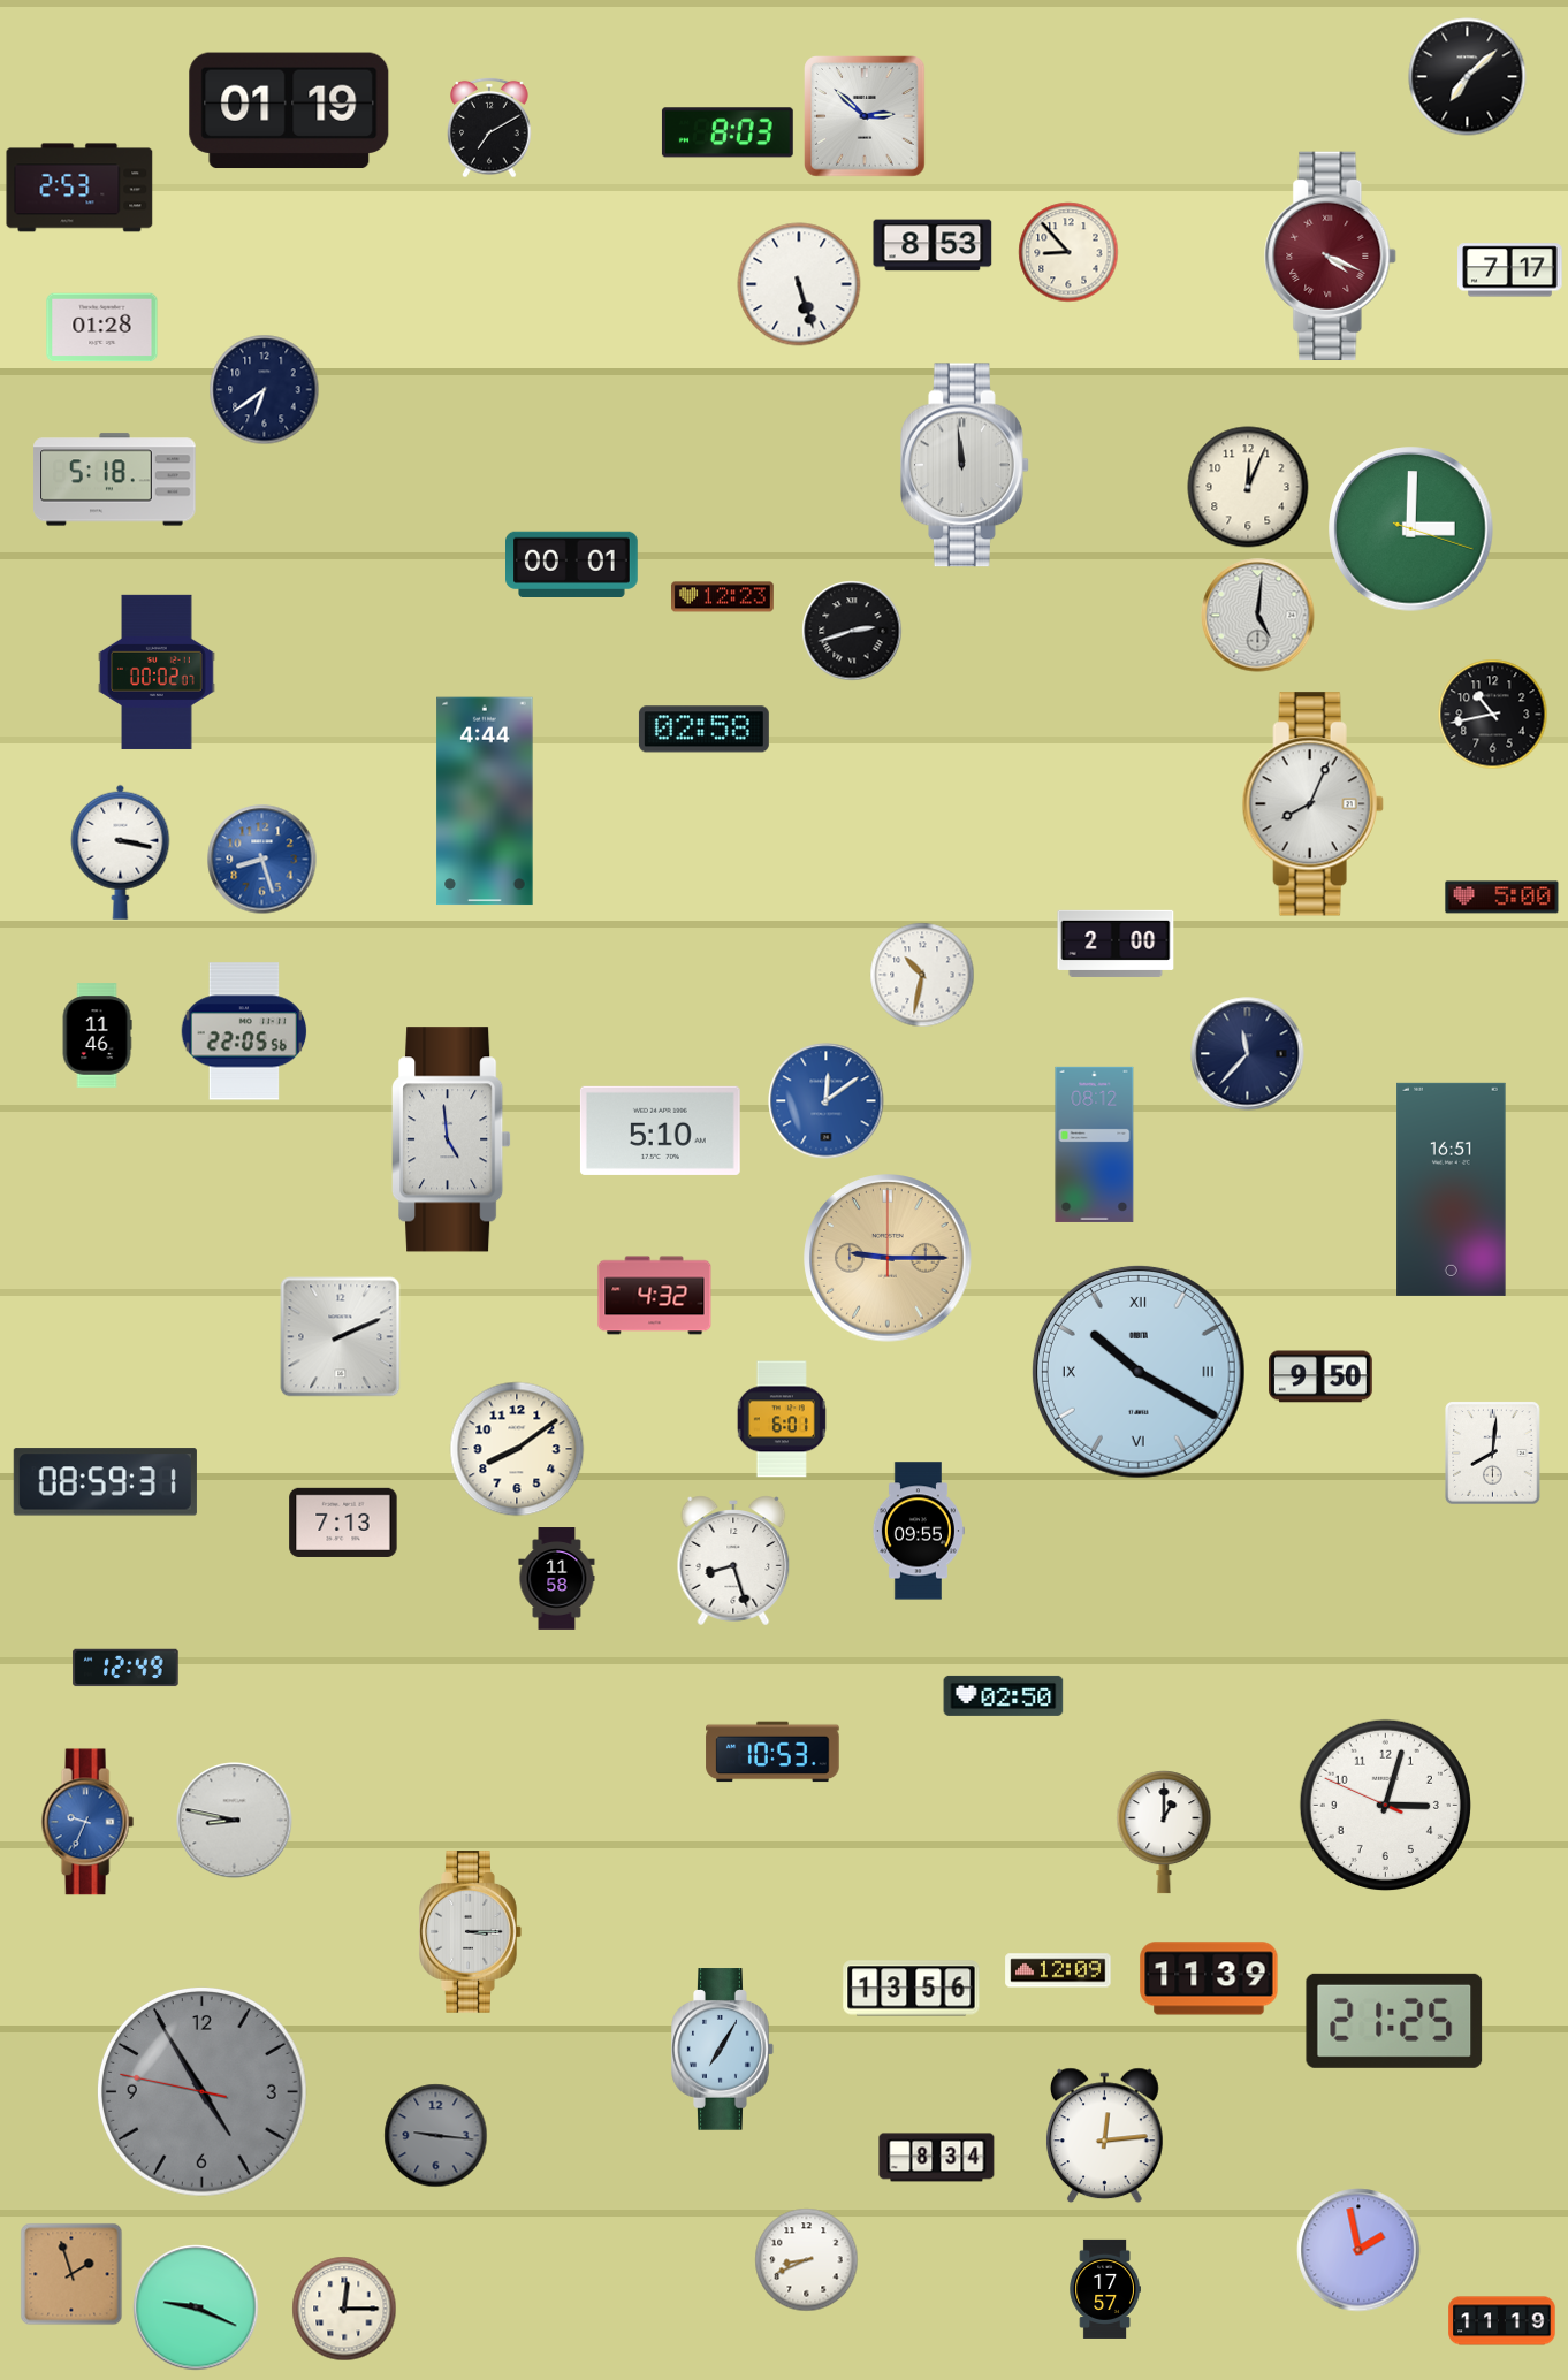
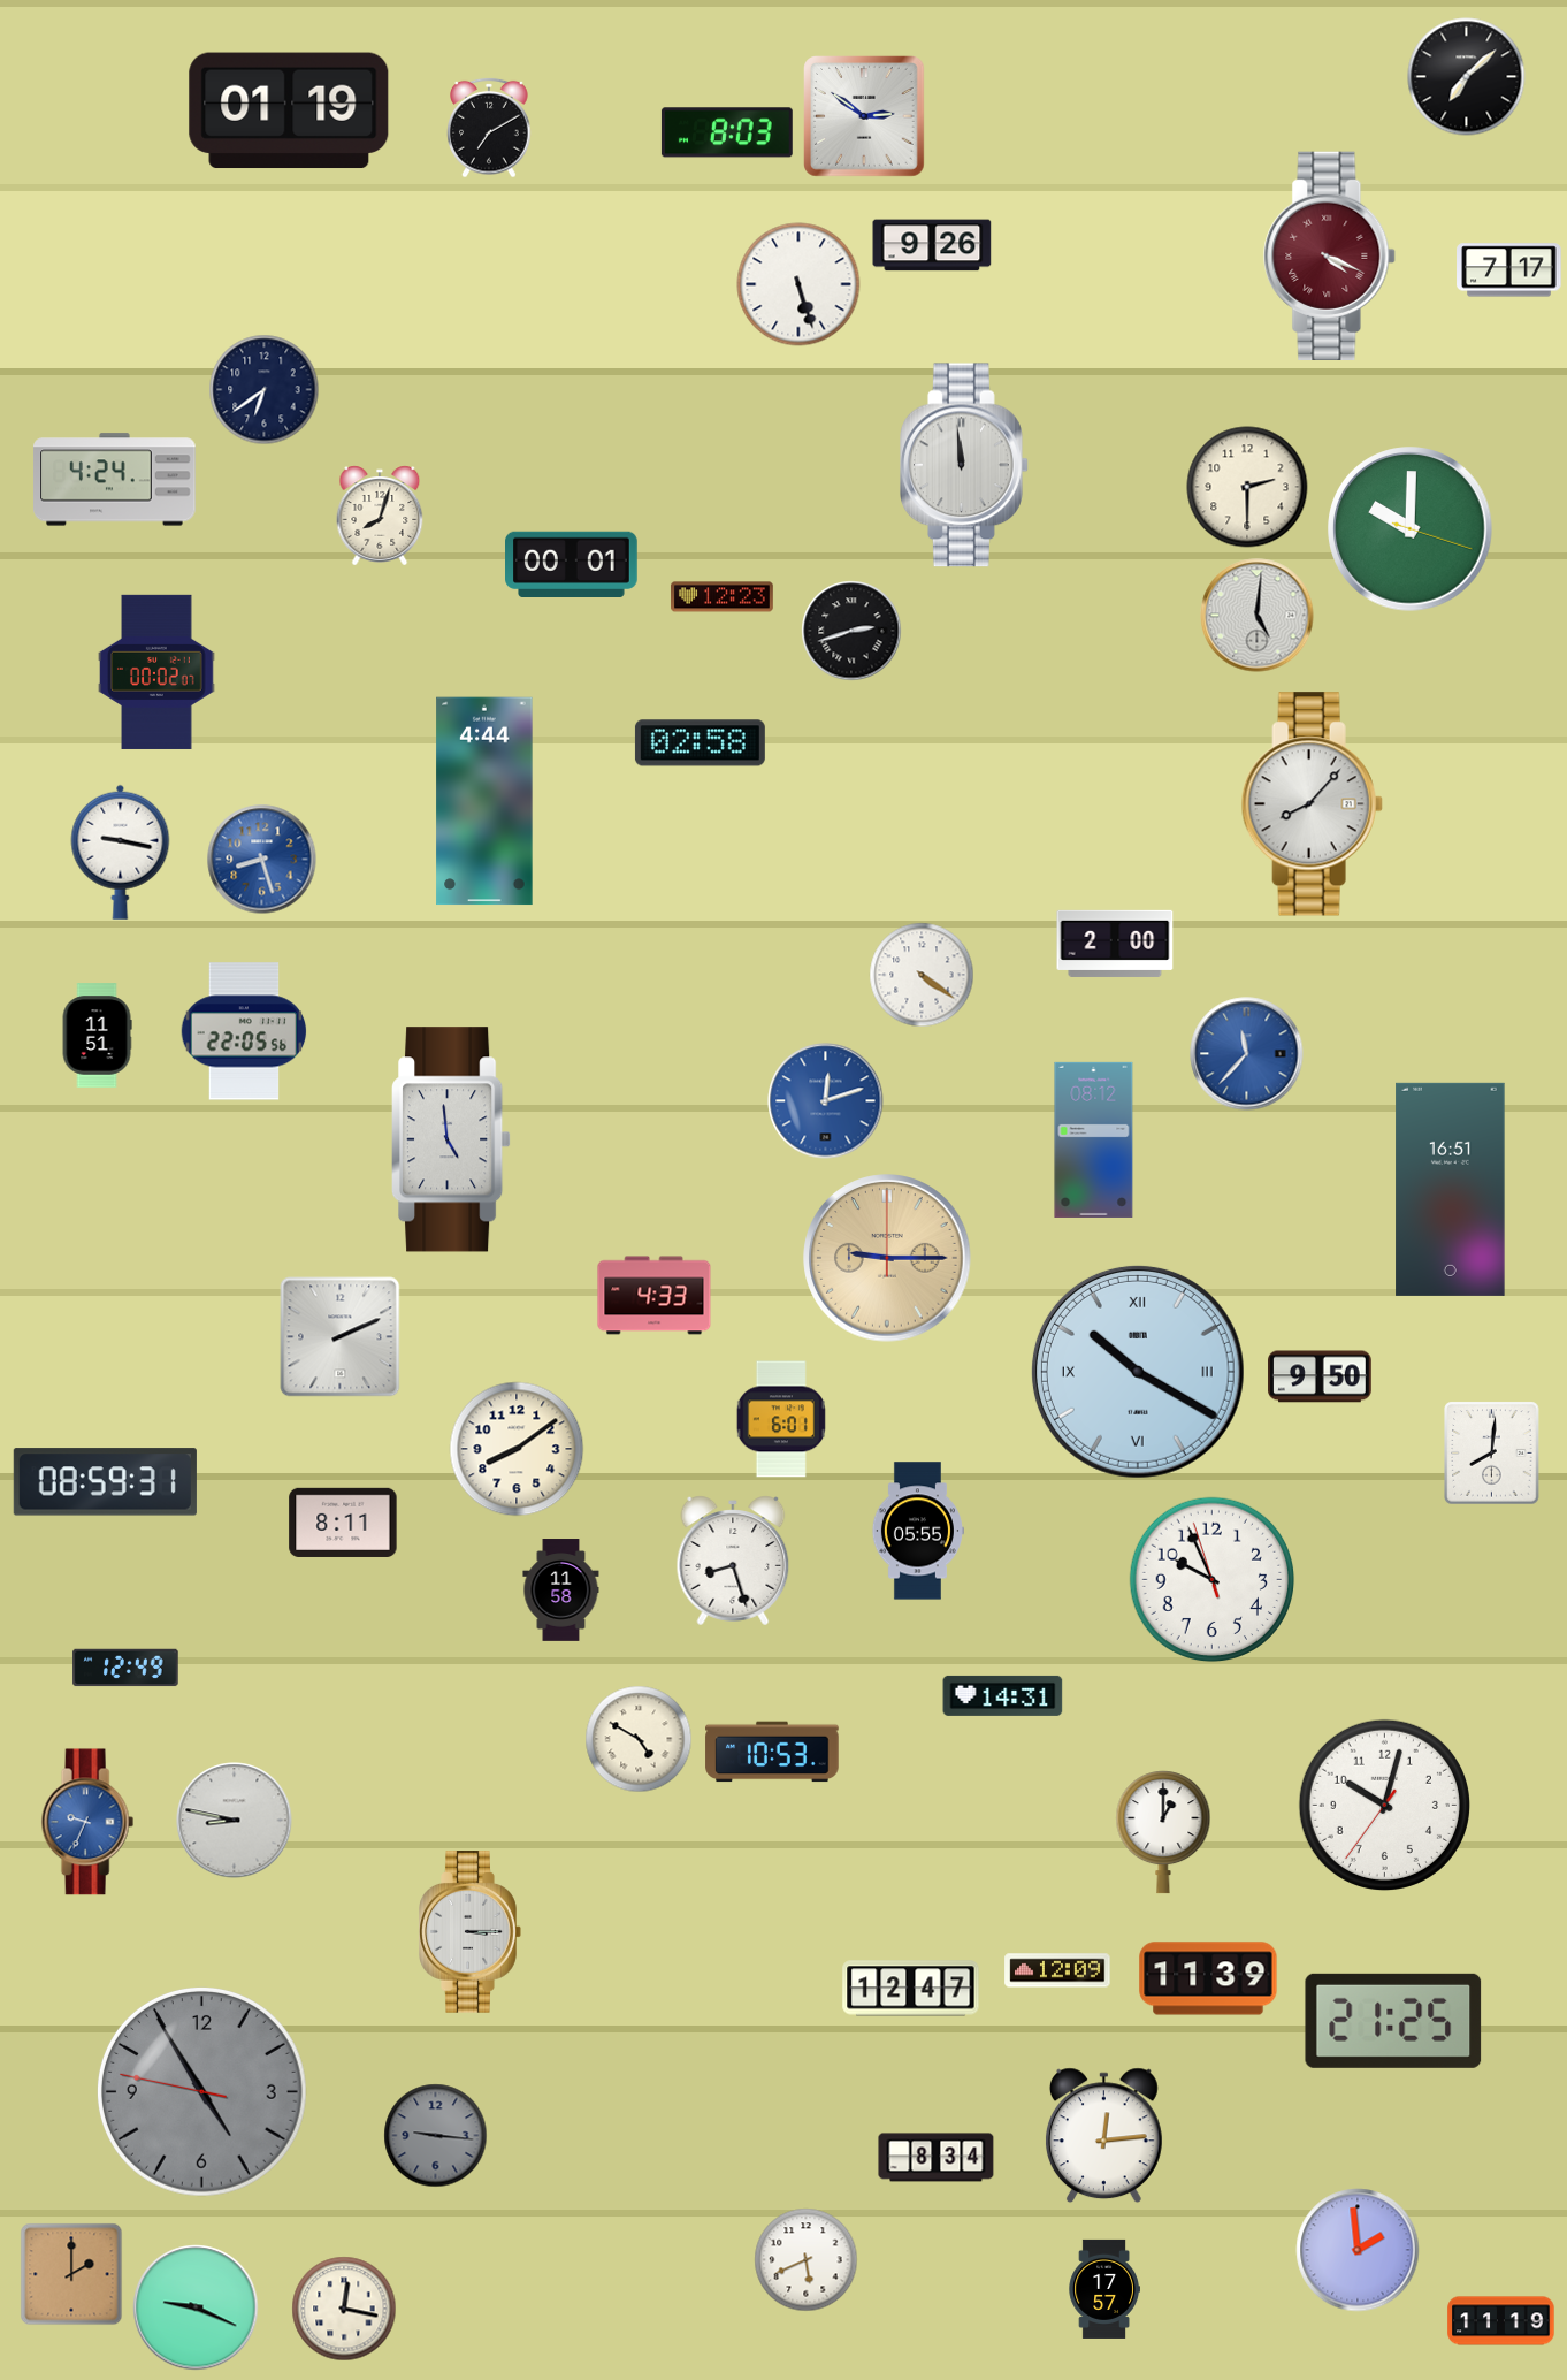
clock at (866, 117): 2:52 -> 2:51
clock at (79, 188): 2:53 -> none
clock at (933, 245): 8:53 -> 9:26
clock at (1068, 252): 8:53 -> none
clock at (102, 328): 01:28 -> none
clock at (115, 480): 5:18 -> 4:24
clock at (1248, 487): 12:04 -> 2:30
clock at (380, 516): none -> 8:03
clock at (1411, 529): 3:00 -> 10:00
clock at (1493, 715): 10:43 -> none
clock at (703, 730) position: (703, 730) -> (700, 743)
clock at (1312, 804): 8:04 -> 8:07
clock at (121, 852): 3:17 -> 9:17
clock at (1502, 898): 5:00 -> none
clock at (922, 975): 10:32 -> 4:21
clock at (97, 1036): 11:46 -> 11:51
clock at (1248, 1054) dial: navy -> blue
clock at (827, 1101): 12:09 -> 12:12
clock at (660, 1130): 5:10 -> none
clock at (1095, 1144) position: (1095, 1144) -> (1094, 1139)
clock at (655, 1296): 4:32 -> 4:33
clock at (343, 1523): 7:13 -> 8:11
clock at (918, 1531): 09:55 -> 05:55
clock at (557, 1579) position: (557, 1579) -> (561, 1591)
clock at (1213, 1580): none -> 9:55
clock at (1004, 1695): 02:50 -> 14:31
clock at (639, 1739): none -> 4:50
clock at (1385, 1805): 3:02 -> 10:02
clock at (912, 1989): 13:56 -> 12:47
clock at (723, 2050): 7:05 -> none
clock at (1358, 2250): 1:58 -> 1:59
clock at (807, 2260): 8:41 -> 5:41
clock at (71, 2274): 1:57 -> 2:00
clock at (344, 2309): 12:15 -> 12:17
